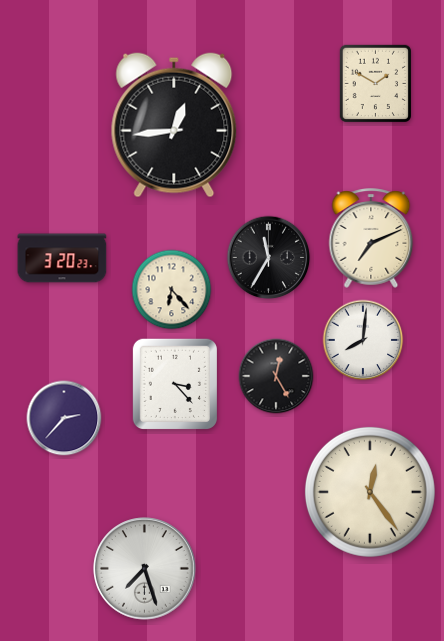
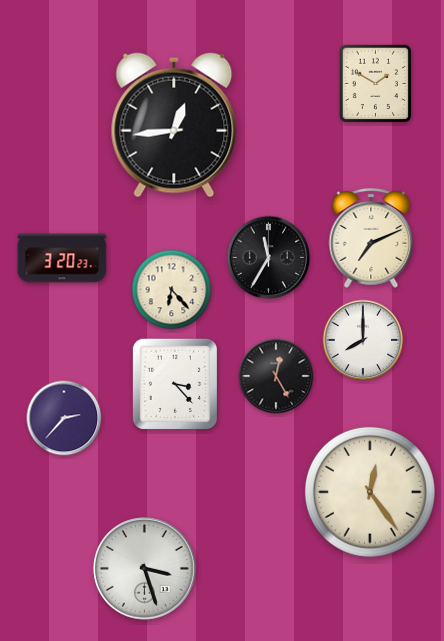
clock at (363, 340): 8:01 -> 8:00
clock at (145, 569): 7:27 -> 3:27
